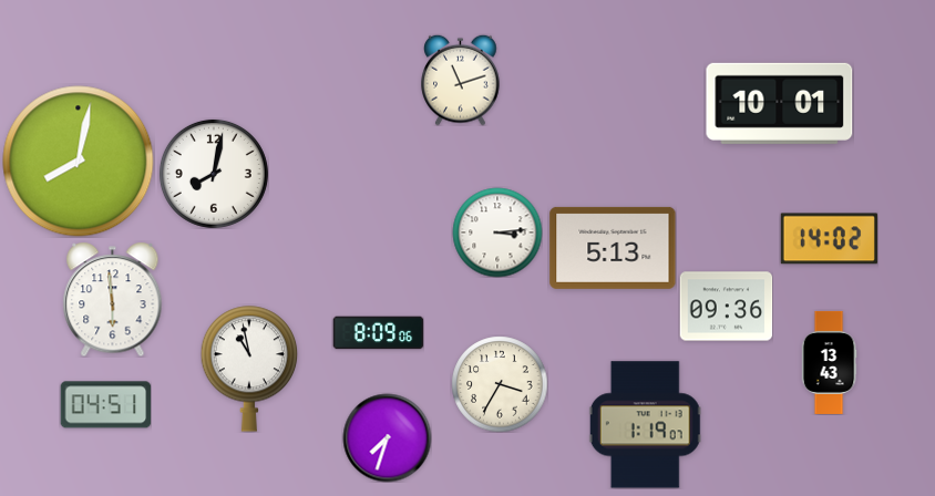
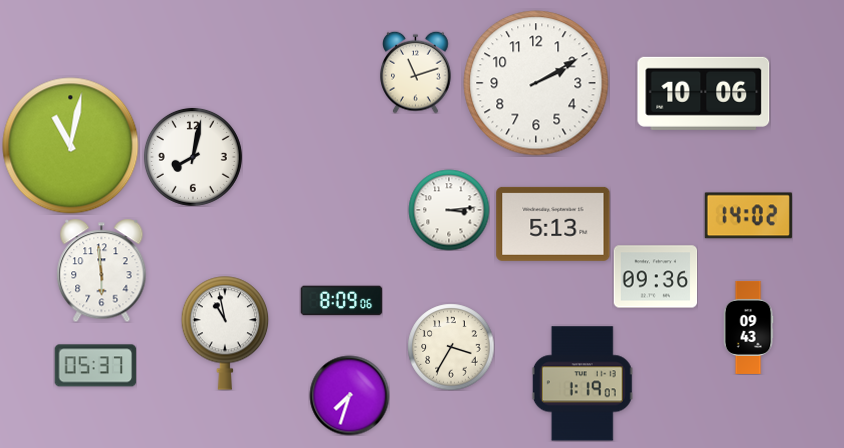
clock at (536, 83): none -> 2:10
clock at (780, 103): 10:01 -> 10:06
clock at (79, 162): 8:02 -> 11:02
clock at (829, 362): 13:43 -> 09:43
clock at (105, 405): 04:51 -> 05:37
